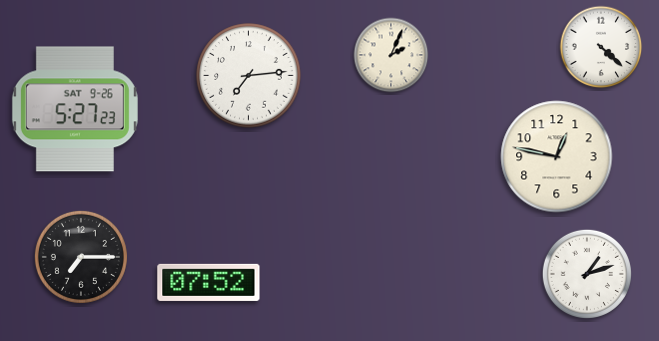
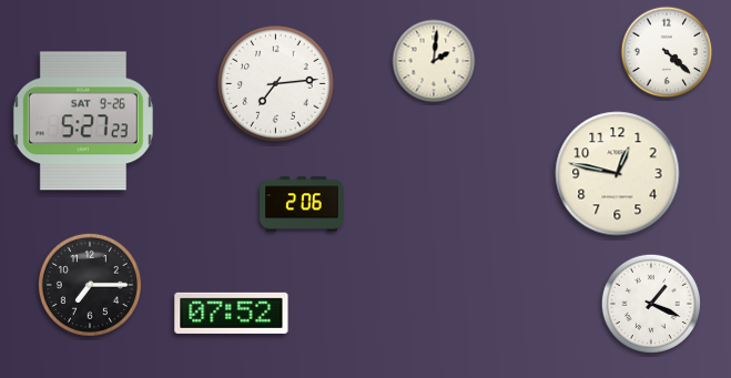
clock at (391, 55): 2:04 -> 2:01
clock at (303, 204): none -> 2:06
clock at (587, 274): 1:12 -> 1:19
